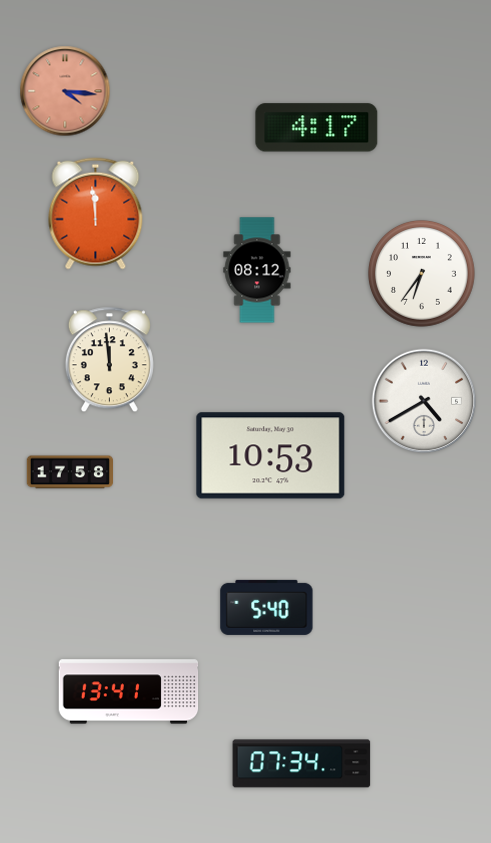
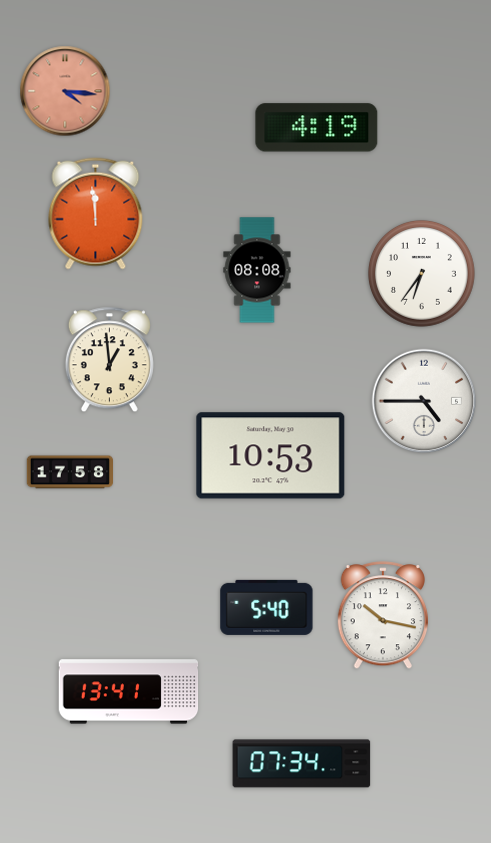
clock at (317, 128): 4:17 -> 4:19
clock at (257, 270): 08:12 -> 08:08
clock at (109, 360): 11:59 -> 12:59
clock at (424, 401): 4:40 -> 4:45
clock at (382, 616): none -> 10:17
